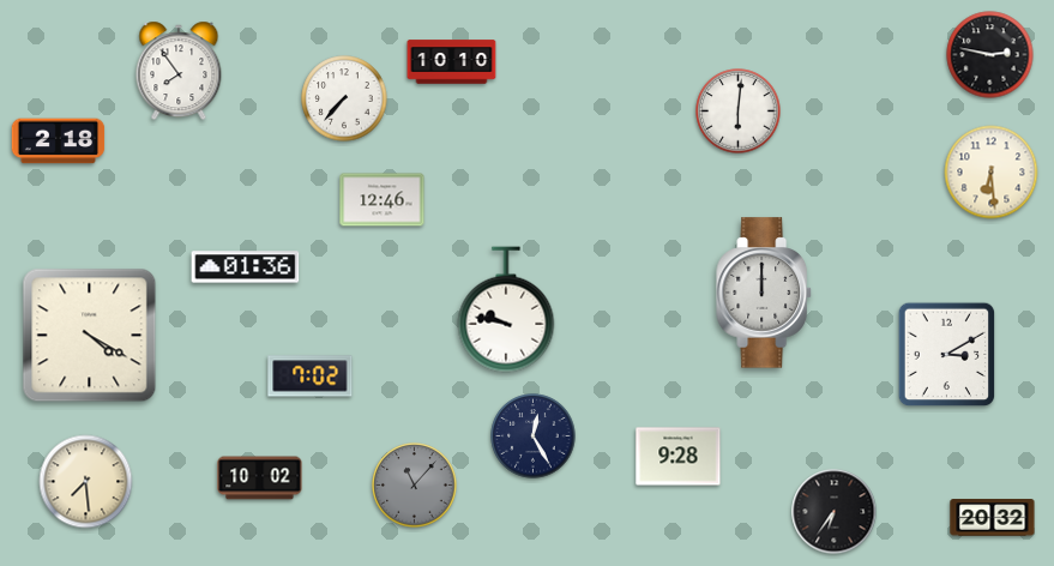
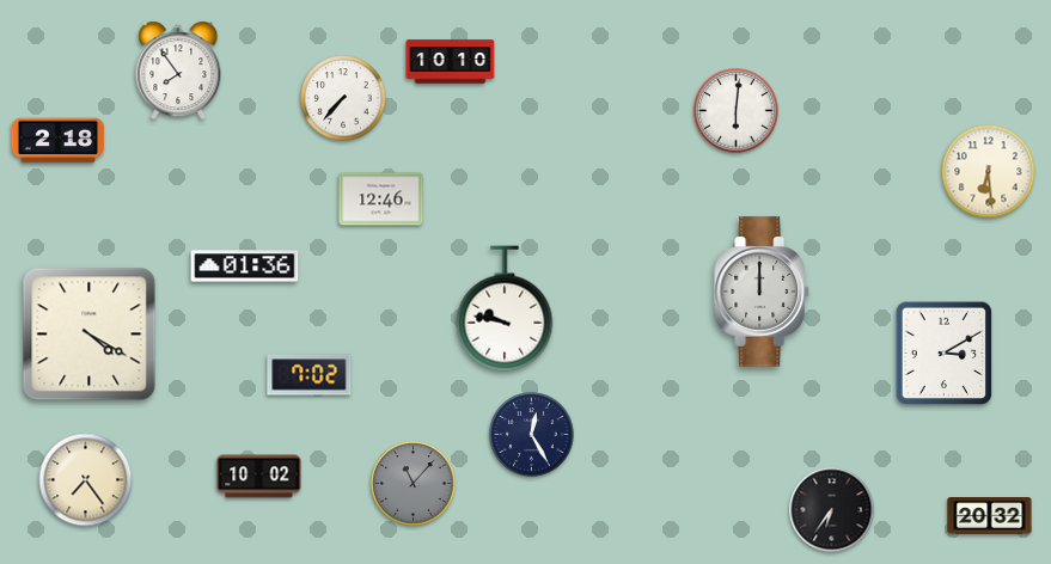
clock at (990, 55): 2:47 -> none
clock at (679, 457): 9:28 -> none
clock at (86, 482): 7:29 -> 7:24
